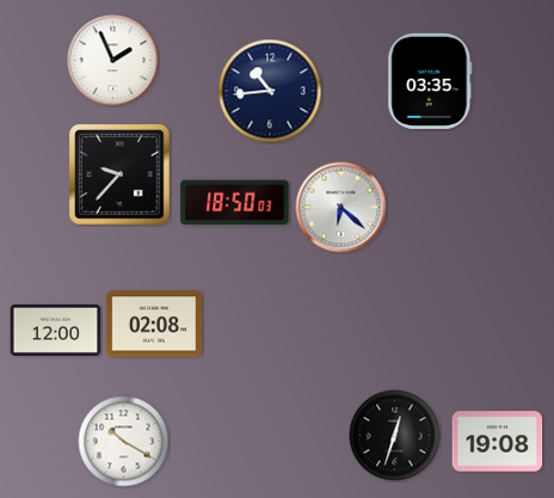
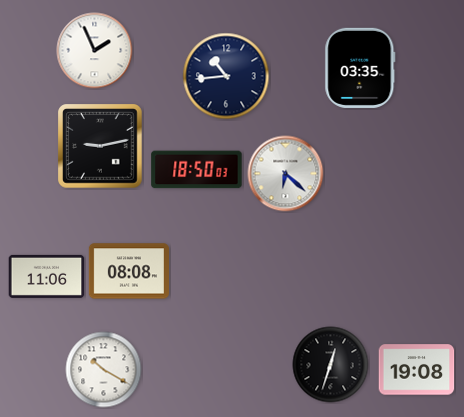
clock at (119, 174): 9:37 -> 9:13
clock at (154, 324): 02:08 -> 08:08
clock at (56, 330): 12:00 -> 11:06
